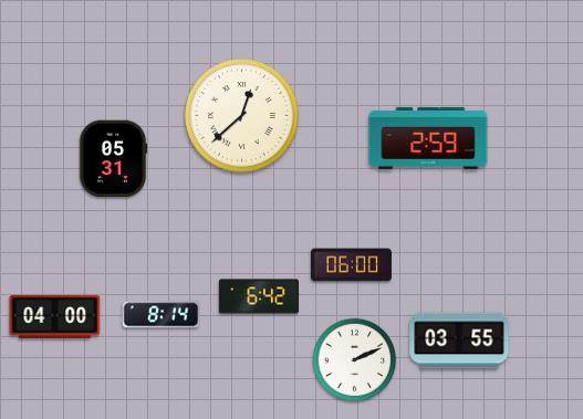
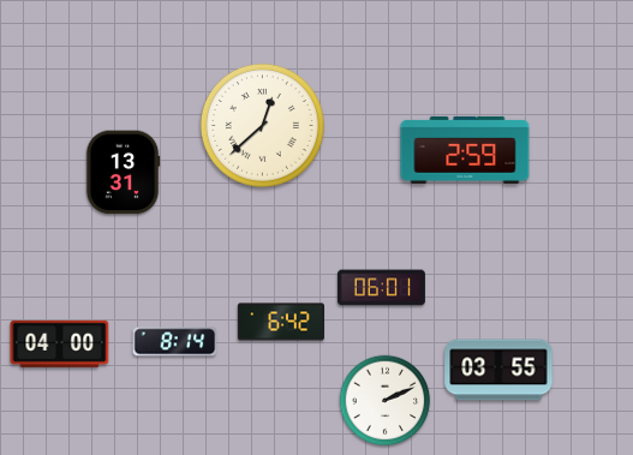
clock at (113, 159): 05:31 -> 13:31
clock at (351, 265): 06:00 -> 06:01
clock at (355, 360) position: (355, 360) -> (386, 401)
